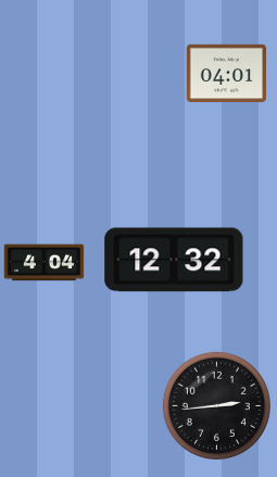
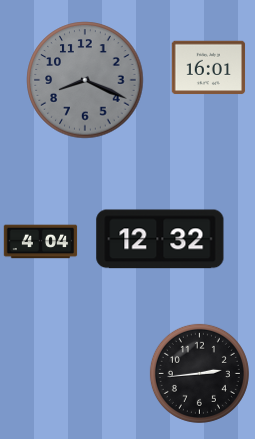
clock at (227, 74): 04:01 -> 16:01
clock at (85, 80): none -> 8:19
